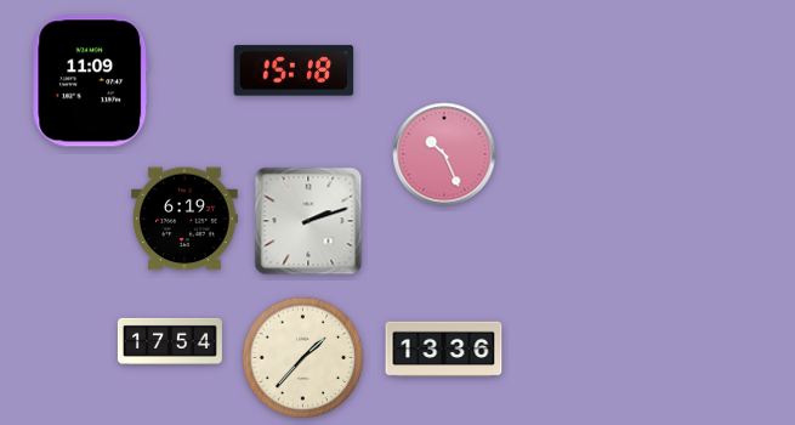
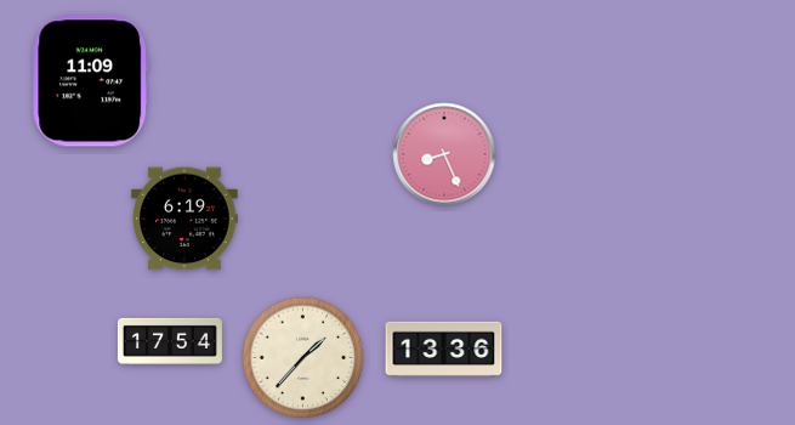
clock at (294, 70): 15:18 -> none
clock at (444, 154): 10:26 -> 8:26
clock at (308, 221): 2:12 -> none
